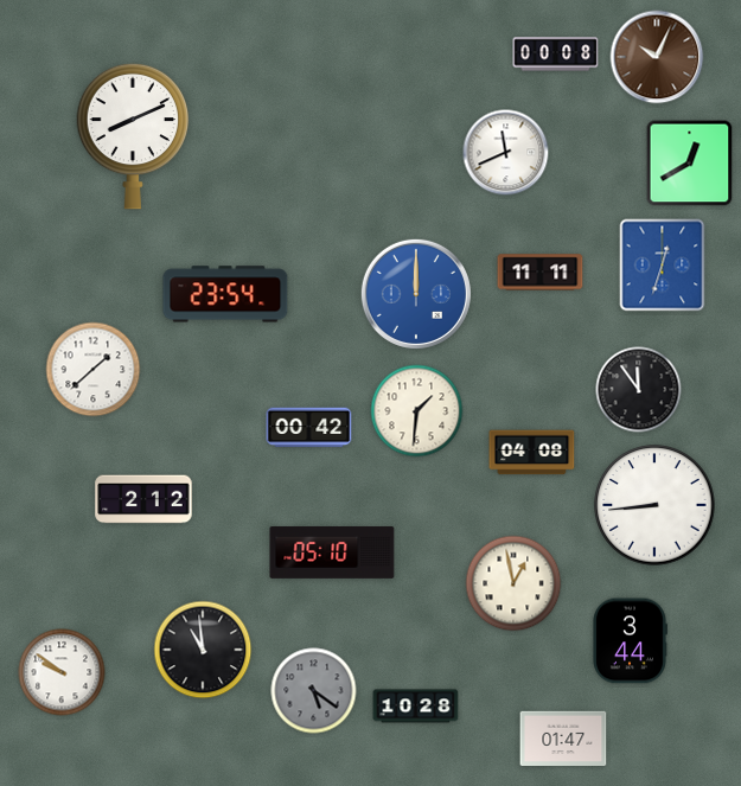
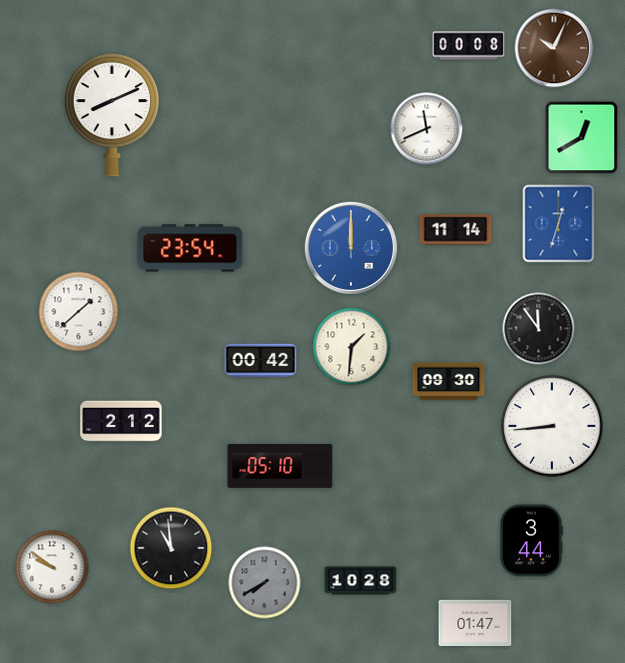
clock at (541, 273): 11:11 -> 11:14
clock at (532, 453): 04:08 -> 09:30
clock at (513, 583): 12:58 -> none
clock at (314, 691): 5:21 -> 7:40
clock at (416, 707) position: (416, 707) -> (361, 581)
